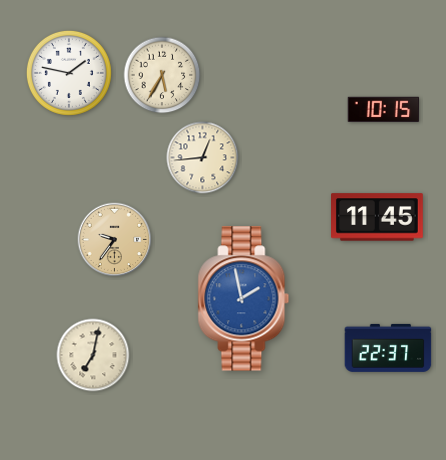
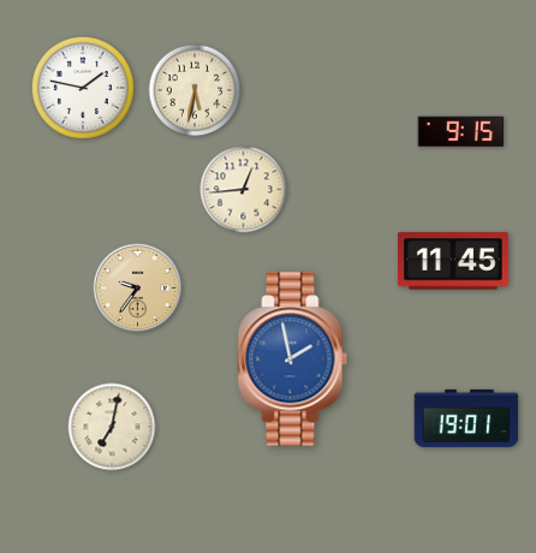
clock at (162, 75): 5:35 -> 5:32
clock at (384, 109): 10:15 -> 9:15
clock at (388, 348): 22:37 -> 19:01
